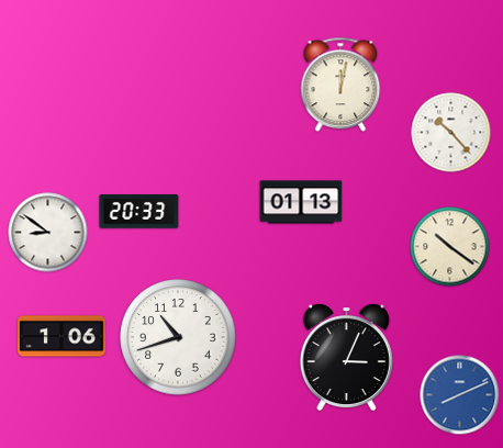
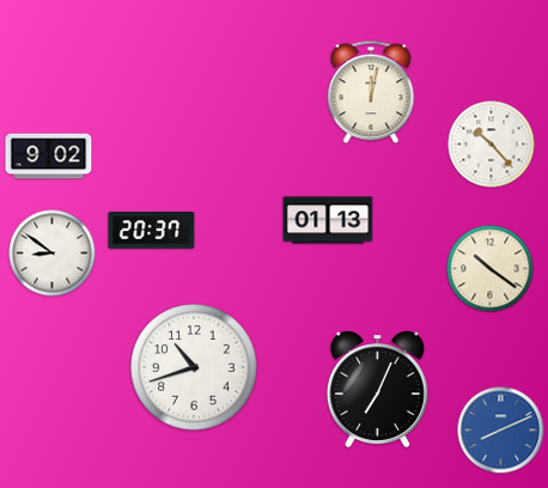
clock at (49, 157): none -> 9:02
clock at (139, 212): 20:33 -> 20:37
clock at (62, 336): 1:06 -> none
clock at (346, 358): 3:04 -> 7:04
